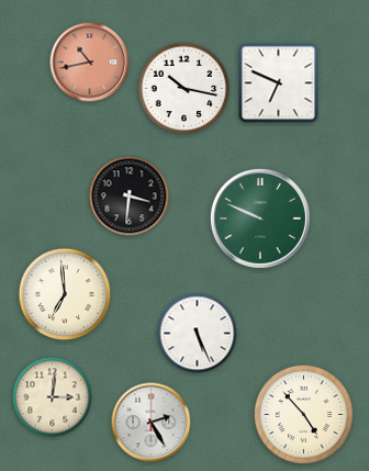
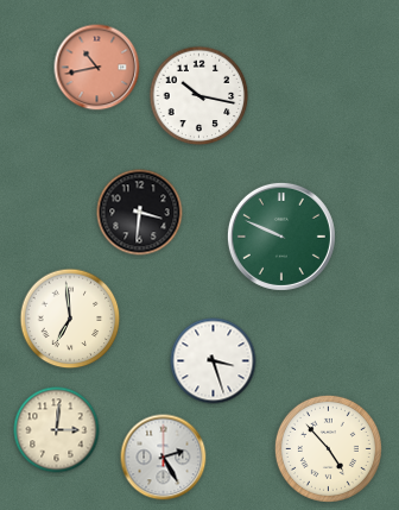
clock at (279, 83): 6:49 -> none
clock at (198, 334): 5:26 -> 3:27
